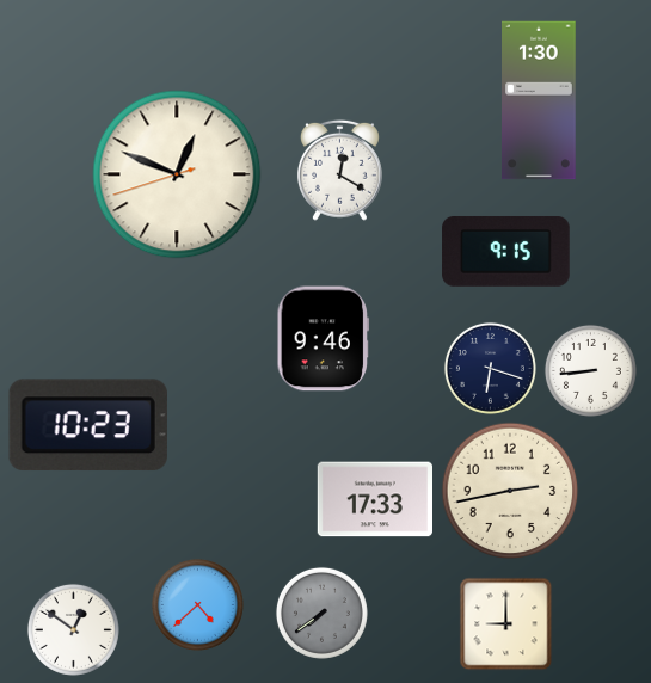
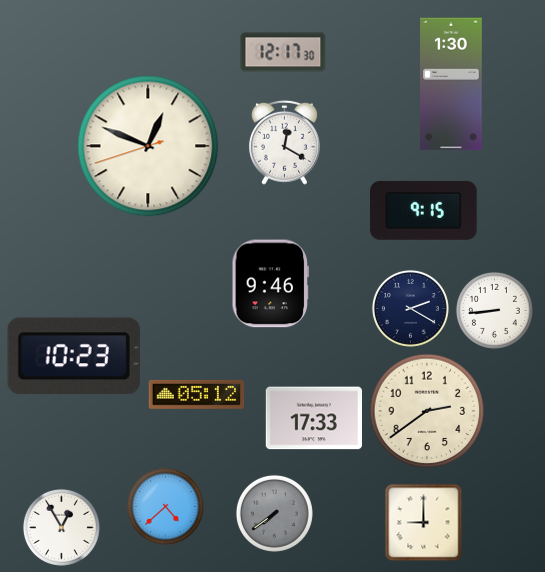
clock at (283, 52): none -> 12:17
clock at (490, 368): 6:18 -> 2:20
clock at (197, 394): none -> 05:12
clock at (510, 491): 2:43 -> 2:39
clock at (321, 613) position: (321, 613) -> (274, 513)
clock at (73, 629): 12:51 -> 12:55
